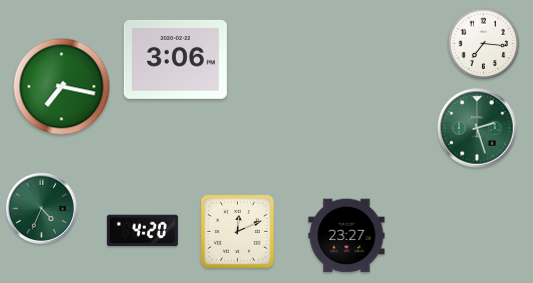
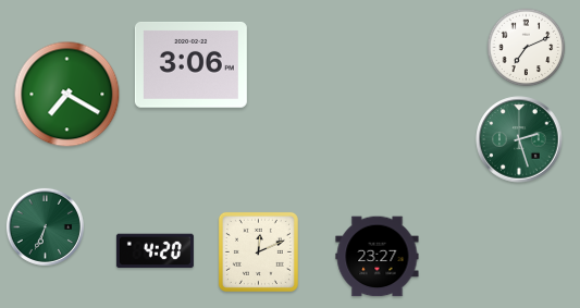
clock at (484, 44): 7:16 -> 7:11
clock at (62, 87): 7:17 -> 7:20
clock at (41, 208): 4:34 -> 6:34
